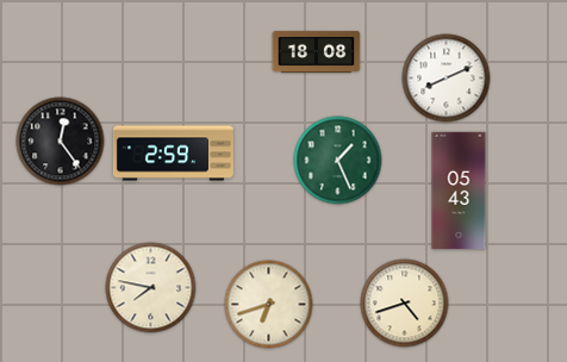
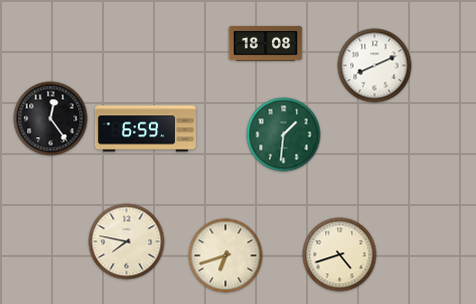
clock at (173, 154): 2:59 -> 6:59
clock at (338, 161): 1:26 -> 1:31
clock at (459, 191): 05:43 -> none
